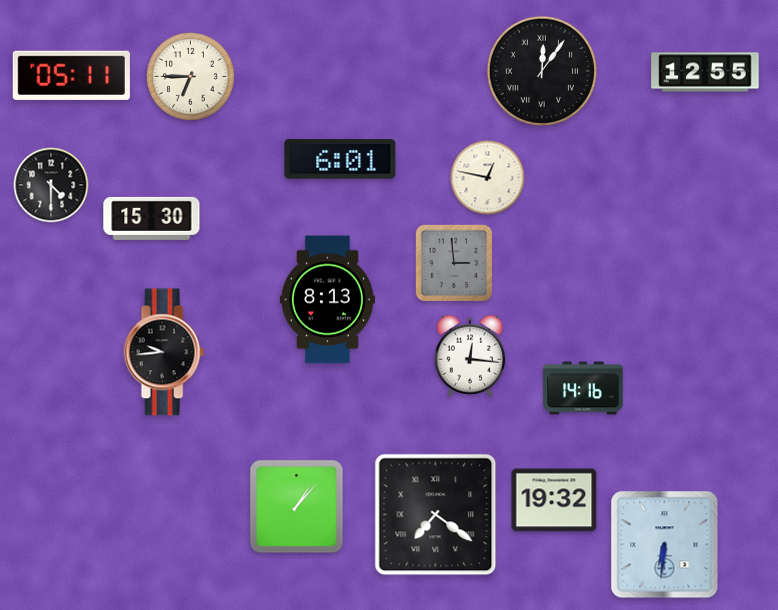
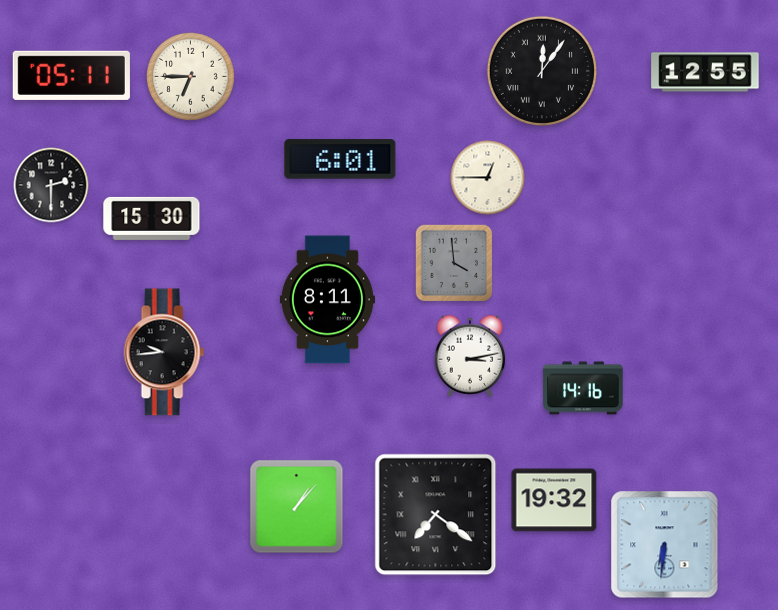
clock at (488, 178): 12:47 -> 12:45
clock at (51, 185): 4:30 -> 2:30
clock at (454, 263): 2:59 -> 3:59
clock at (327, 300): 8:13 -> 8:11
clock at (470, 356): 12:16 -> 3:13
